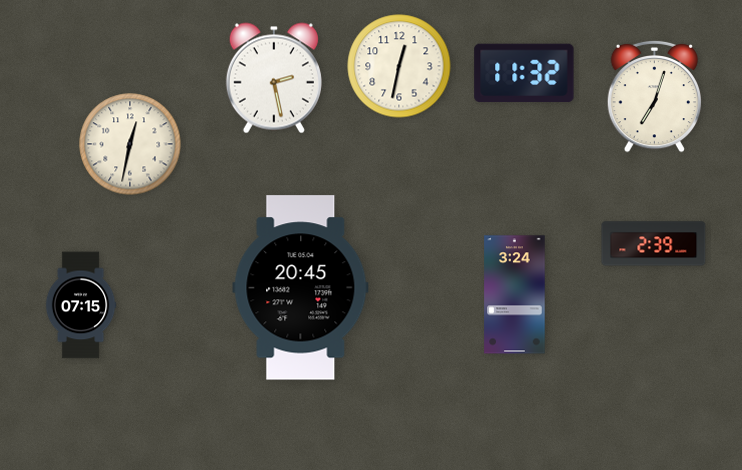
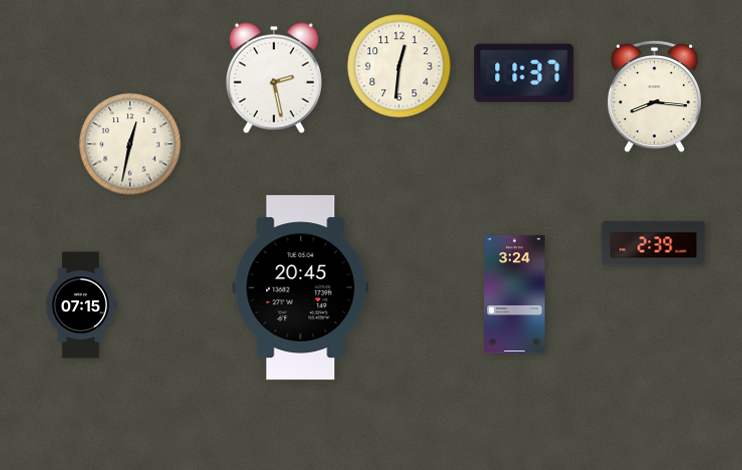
clock at (399, 66): 12:32 -> 12:31
clock at (524, 73): 11:32 -> 11:37
clock at (654, 96): 7:03 -> 8:16
